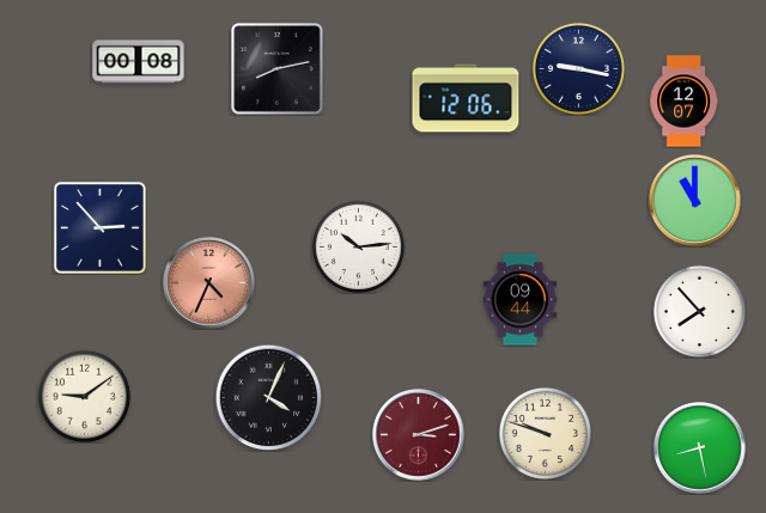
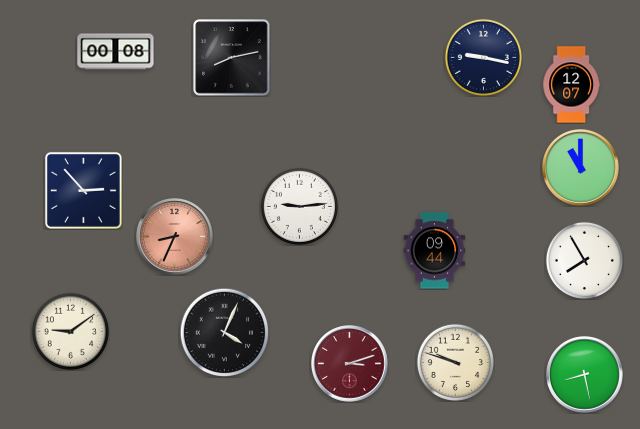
clock at (466, 98): 12:06 -> none
clock at (358, 246): 10:14 -> 9:14
clock at (209, 283): 4:34 -> 8:34
clock at (699, 311): 7:53 -> 7:55
